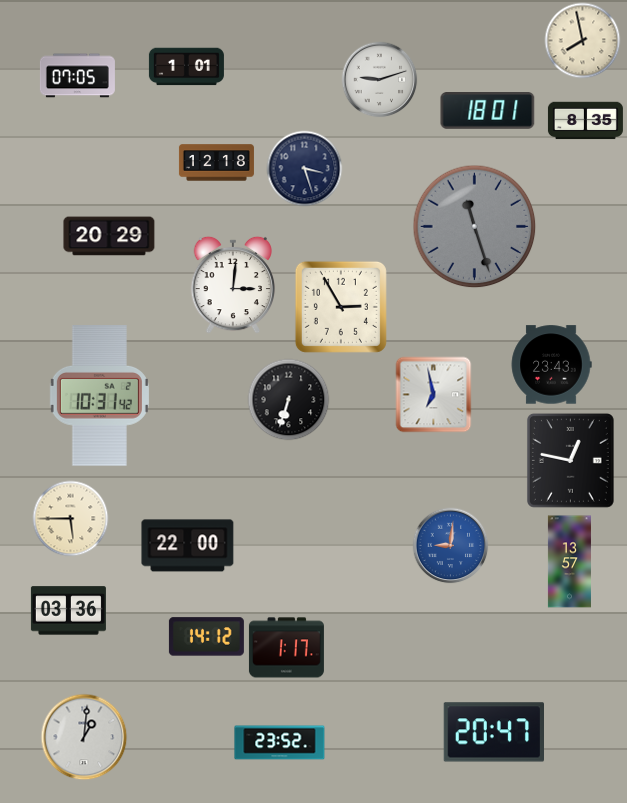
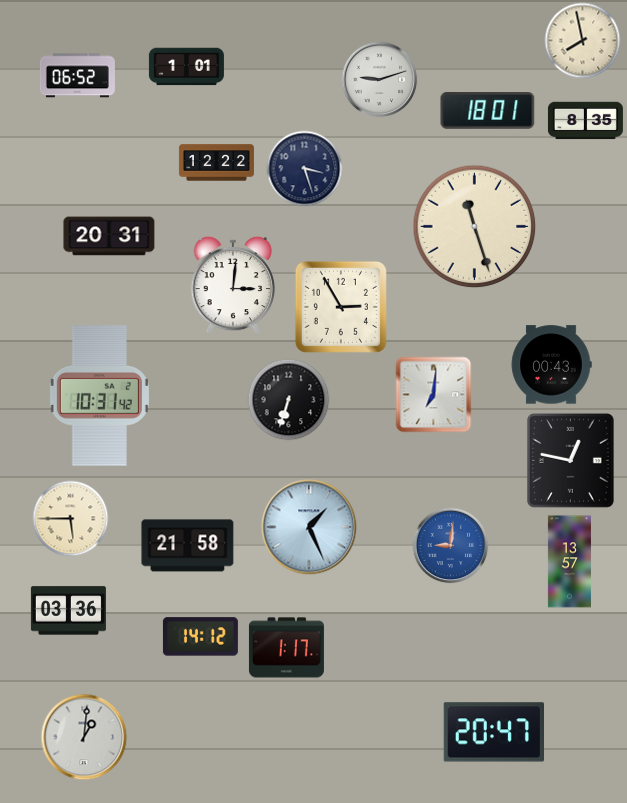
clock at (77, 76): 07:05 -> 06:52
clock at (216, 163): 12:18 -> 12:22
clock at (475, 227) dial: grey -> cream
clock at (109, 236): 20:29 -> 20:31
clock at (551, 365): 23:43 -> 00:43
clock at (434, 395): 6:58 -> 7:01
clock at (309, 527): none -> 1:26
clock at (188, 546): 22:00 -> 21:58
clock at (206, 637) position: (206, 637) -> (200, 637)
clock at (280, 743): 23:52 -> none
